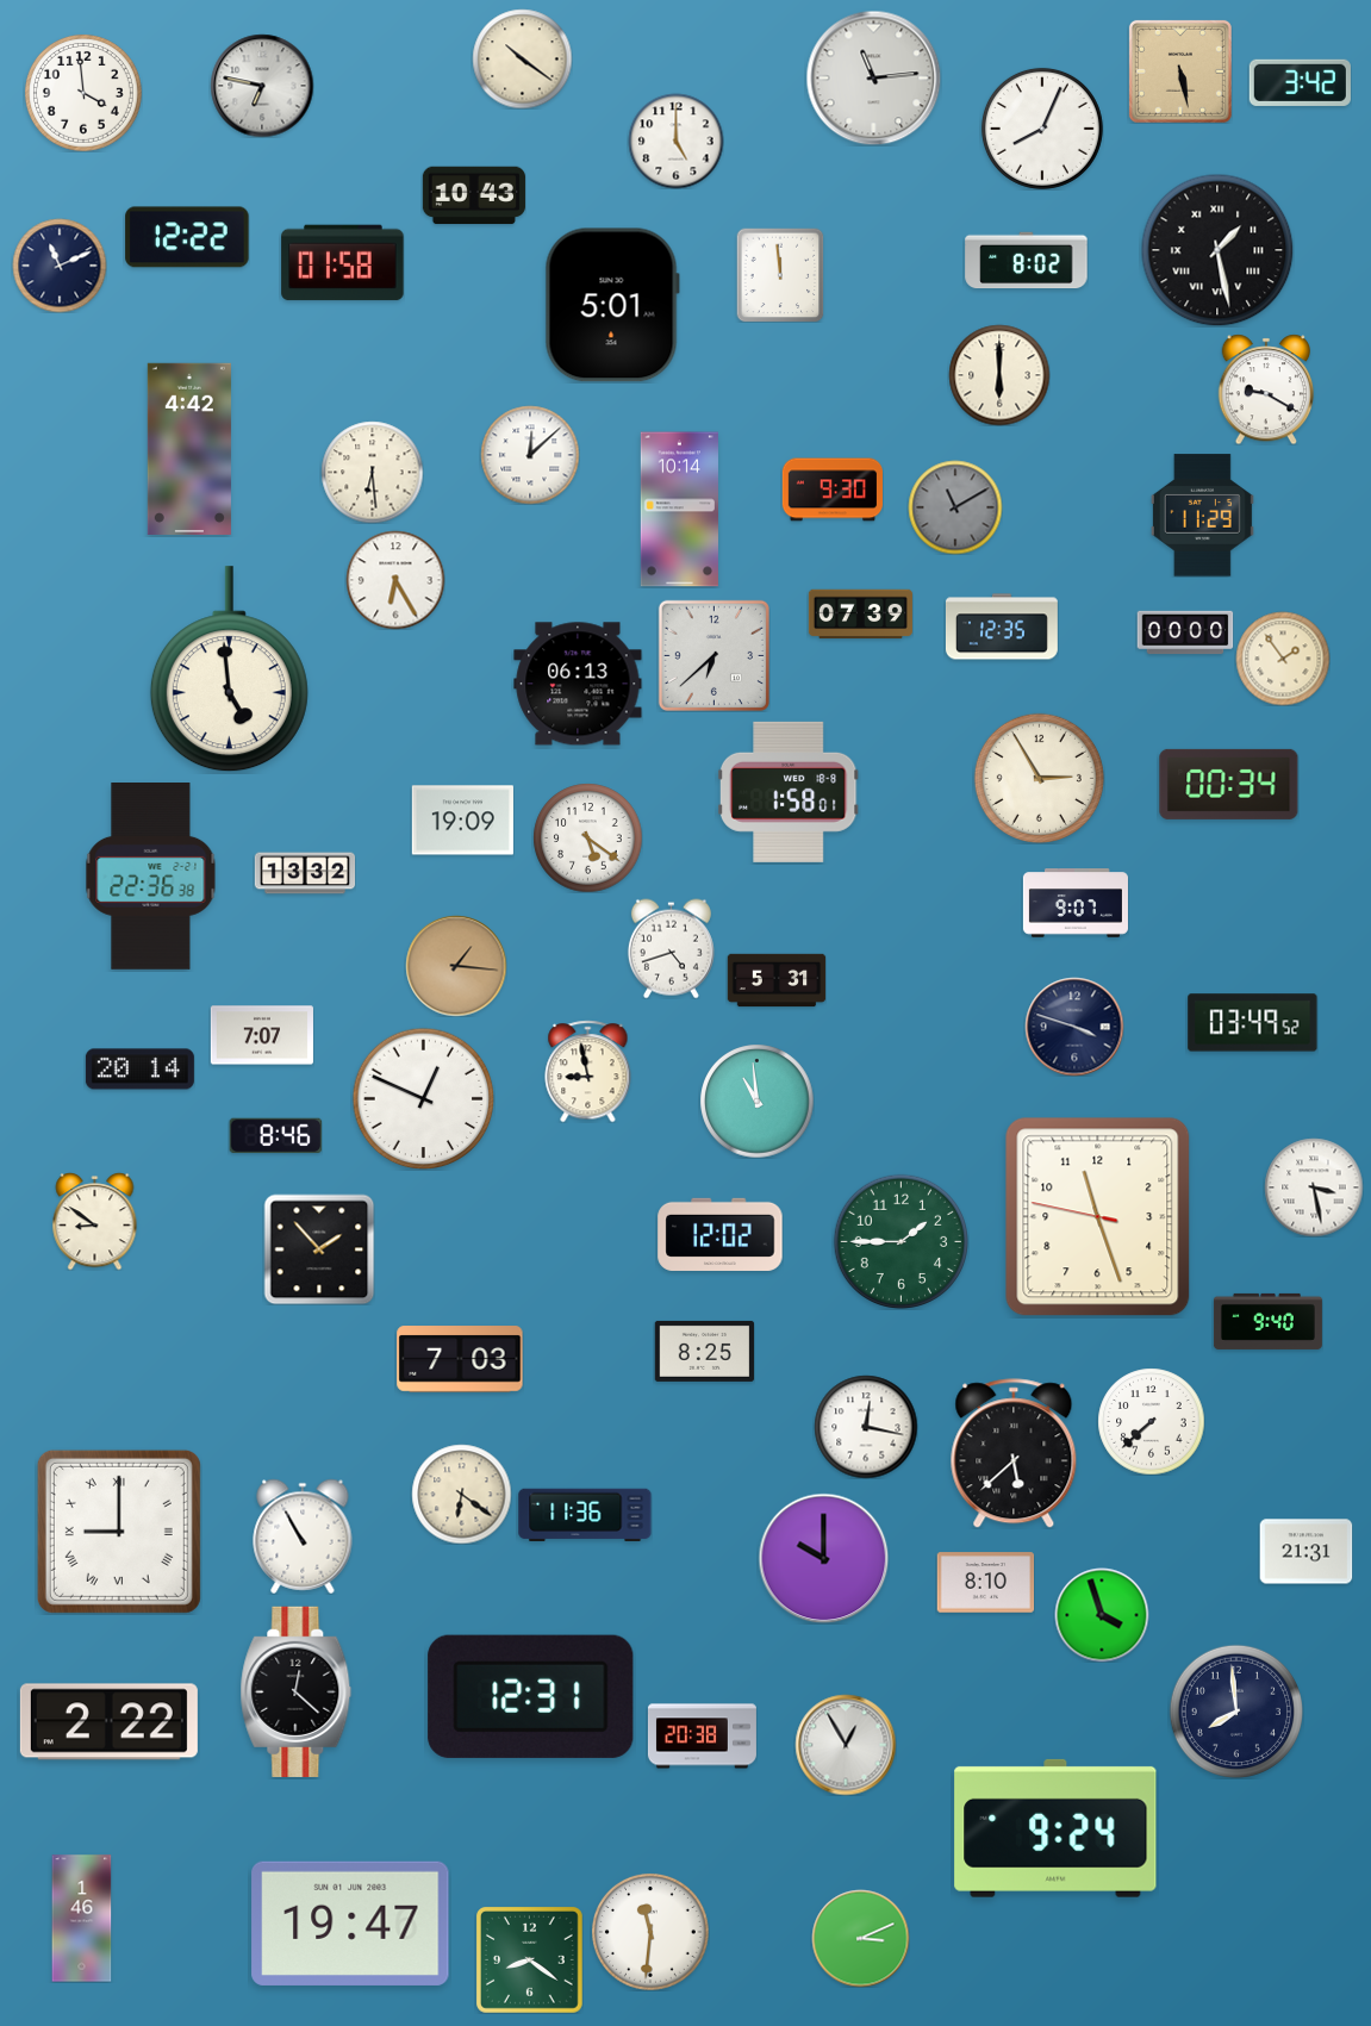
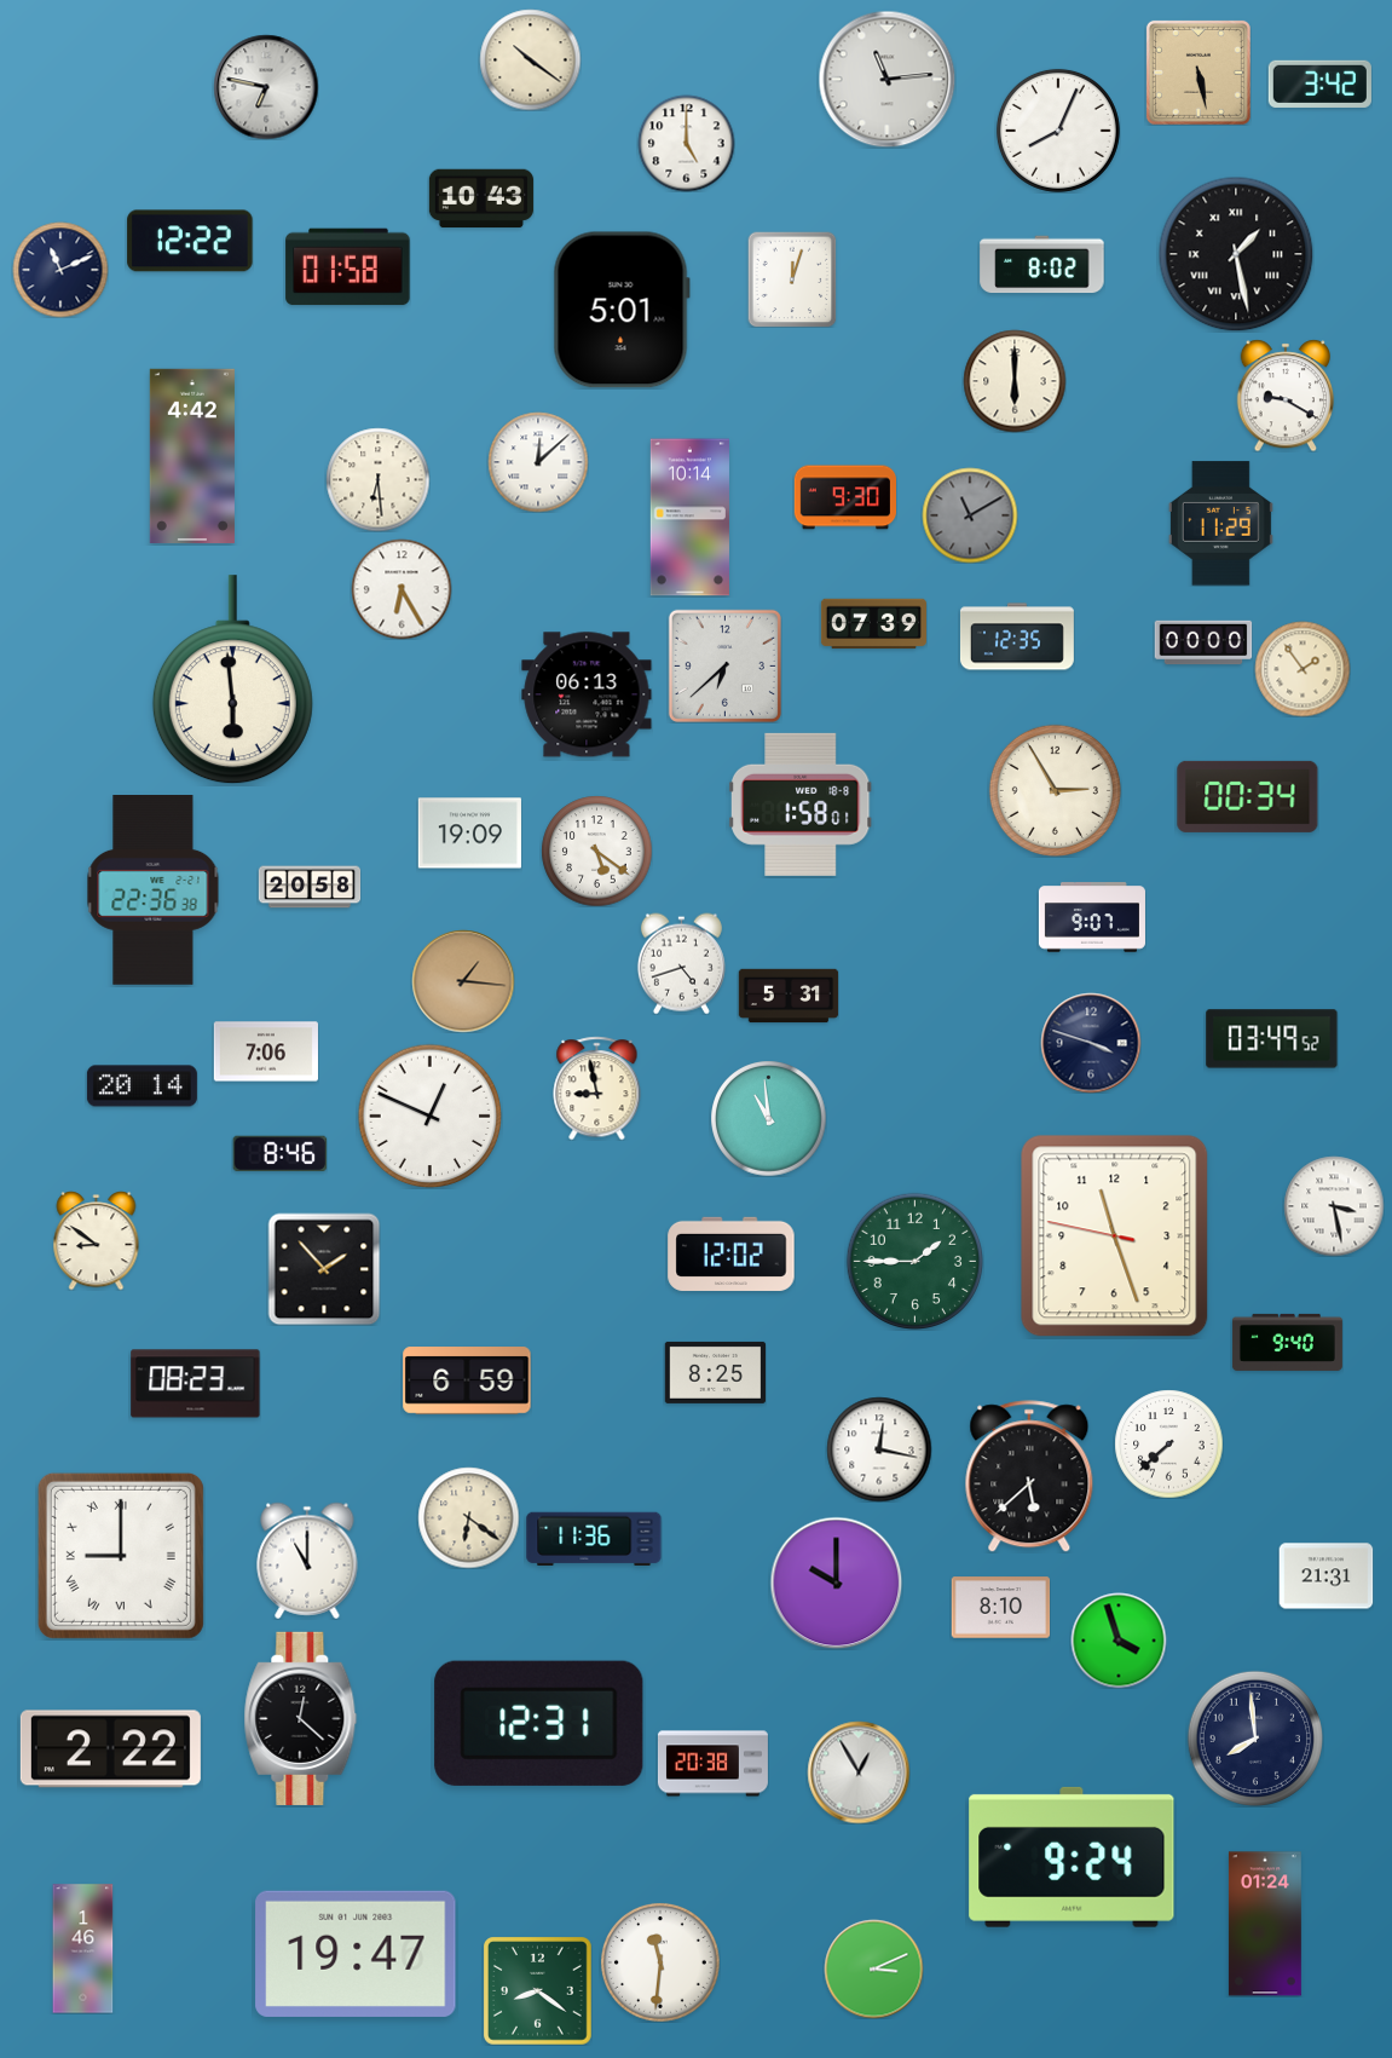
clock at (83, 93): 3:59 -> none
clock at (780, 275): 11:59 -> 12:03
clock at (229, 669): 4:59 -> 5:59
clock at (305, 873): 13:32 -> 20:58
clock at (262, 1035): 7:07 -> 7:06
clock at (460, 1359): 7:03 -> 6:59
clock at (196, 1384): none -> 08:23
clock at (303, 1536): 10:55 -> 11:00
clock at (1265, 1924): none -> 01:24
